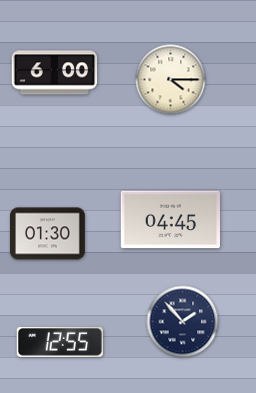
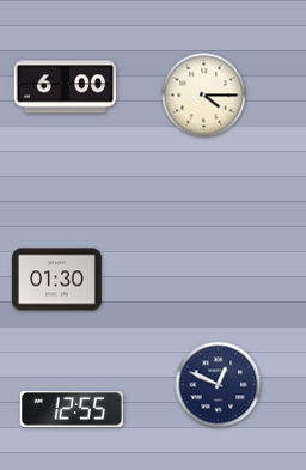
clock at (170, 220): 04:45 -> none
clock at (183, 322): 1:53 -> 12:49
